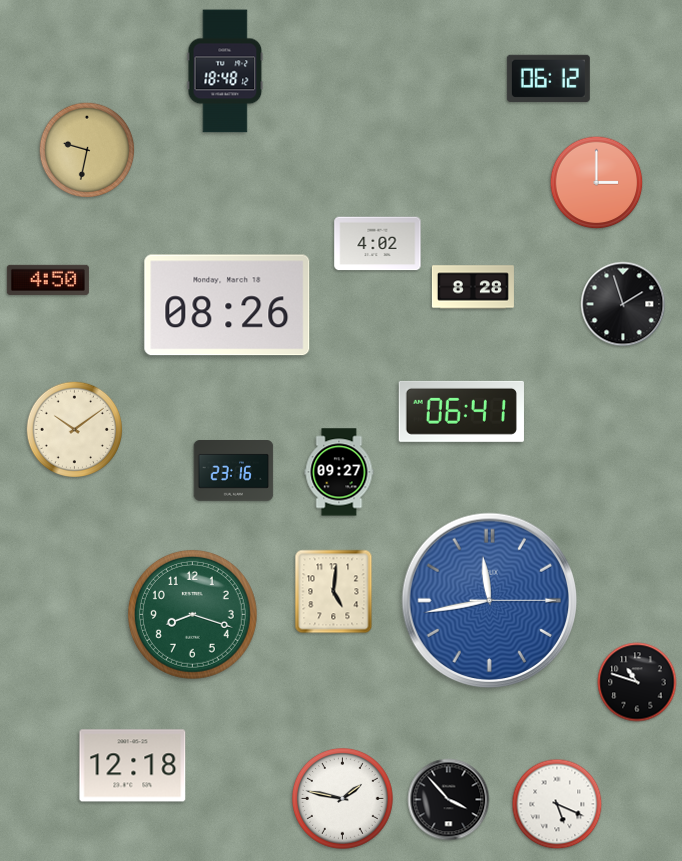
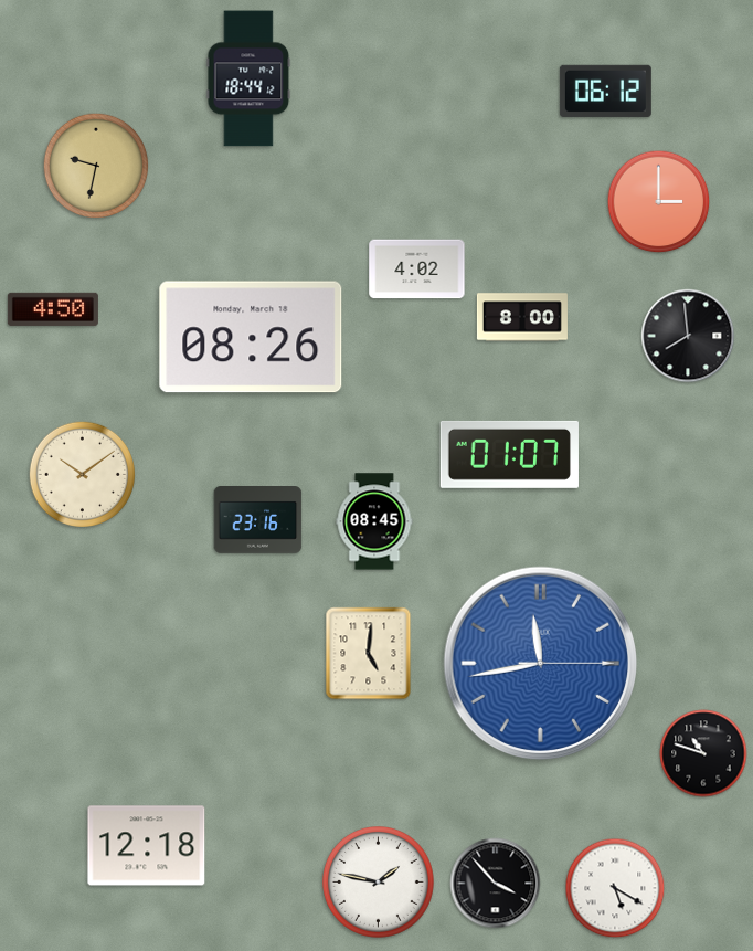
clock at (225, 71): 18:48 -> 18:44
clock at (548, 78) position: (548, 78) -> (605, 91)
clock at (473, 287): 8:28 -> 8:00
clock at (623, 304): 1:57 -> 7:59
clock at (461, 411): 06:41 -> 01:07
clock at (339, 472): 09:27 -> 08:45
clock at (192, 614): 8:18 -> none
clock at (557, 804): 5:19 -> 5:20
